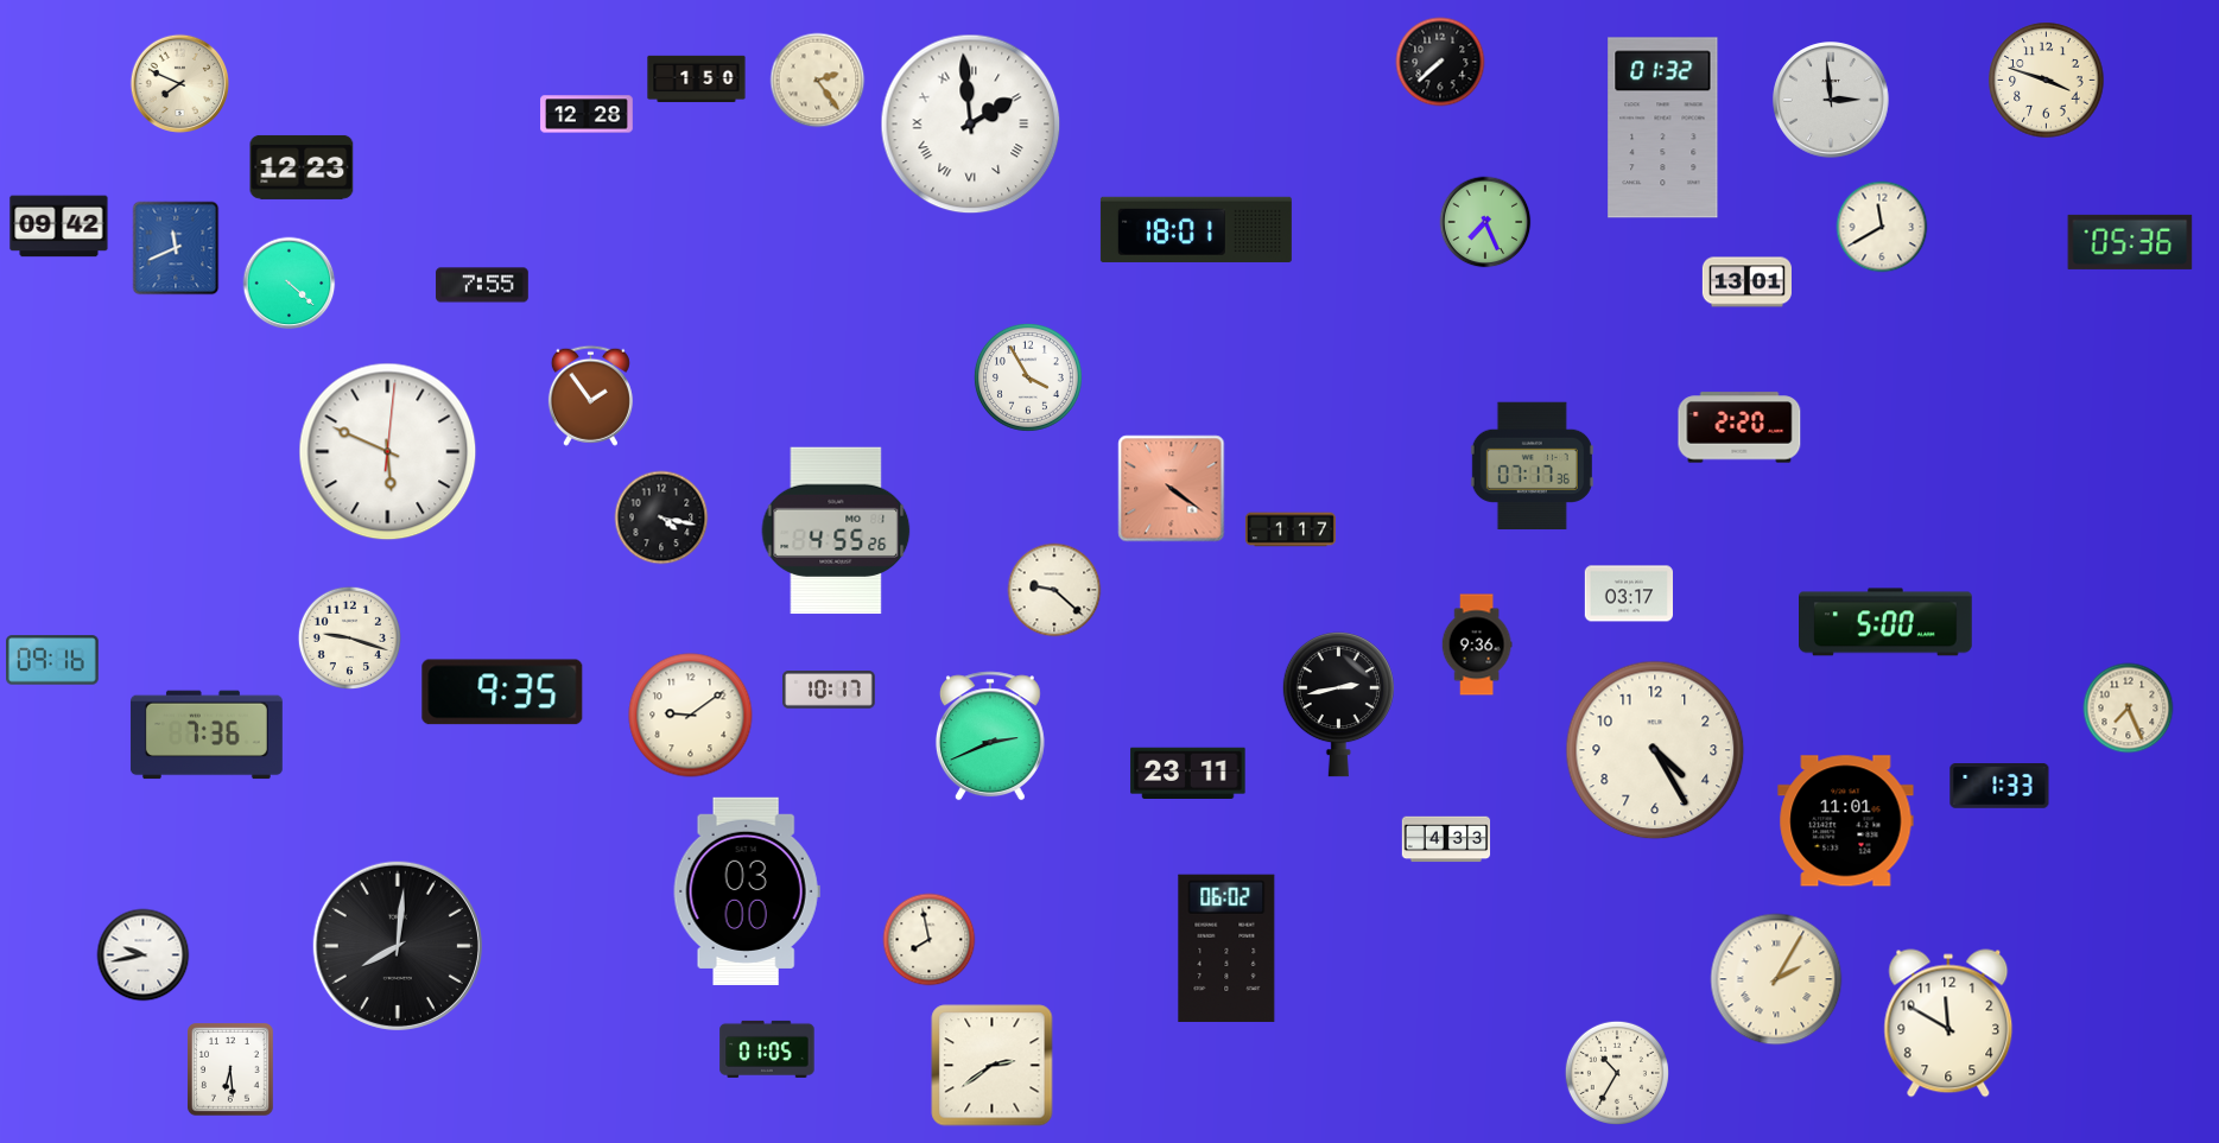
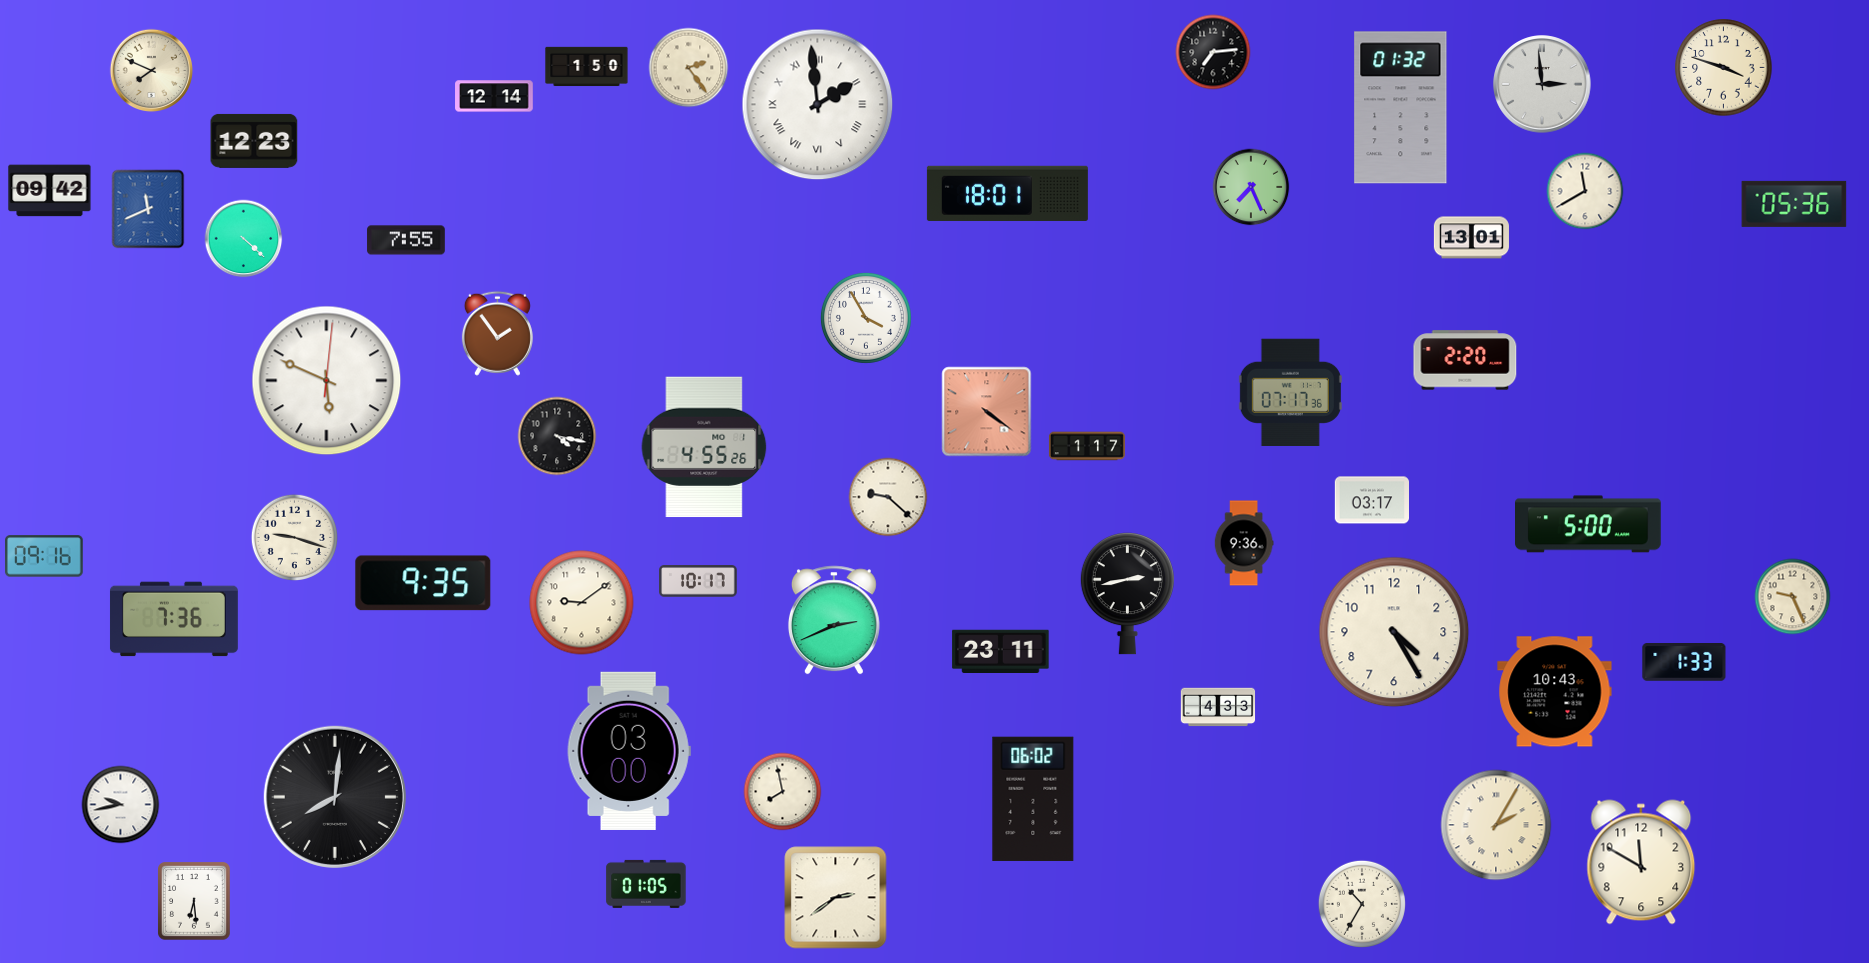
clock at (1440, 62): 7:38 -> 7:14
clock at (587, 114): 12:28 -> 12:14
clock at (2129, 709): 7:26 -> 9:26
clock at (1846, 821): 11:01 -> 10:43
